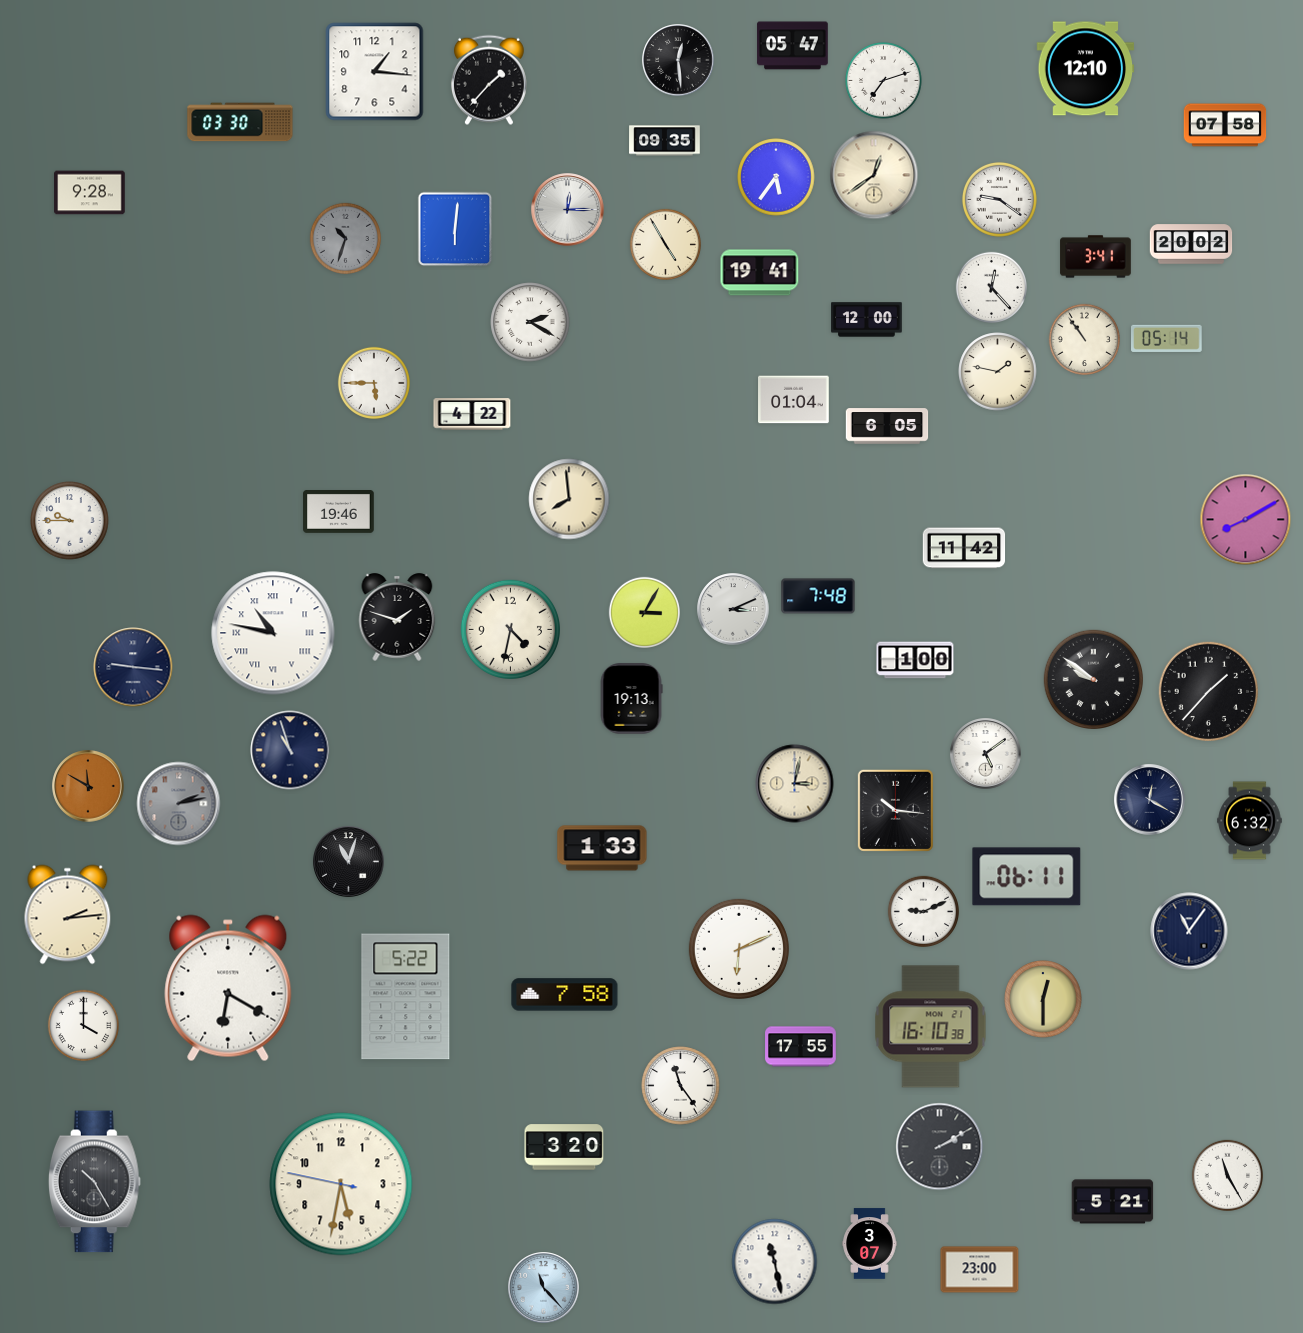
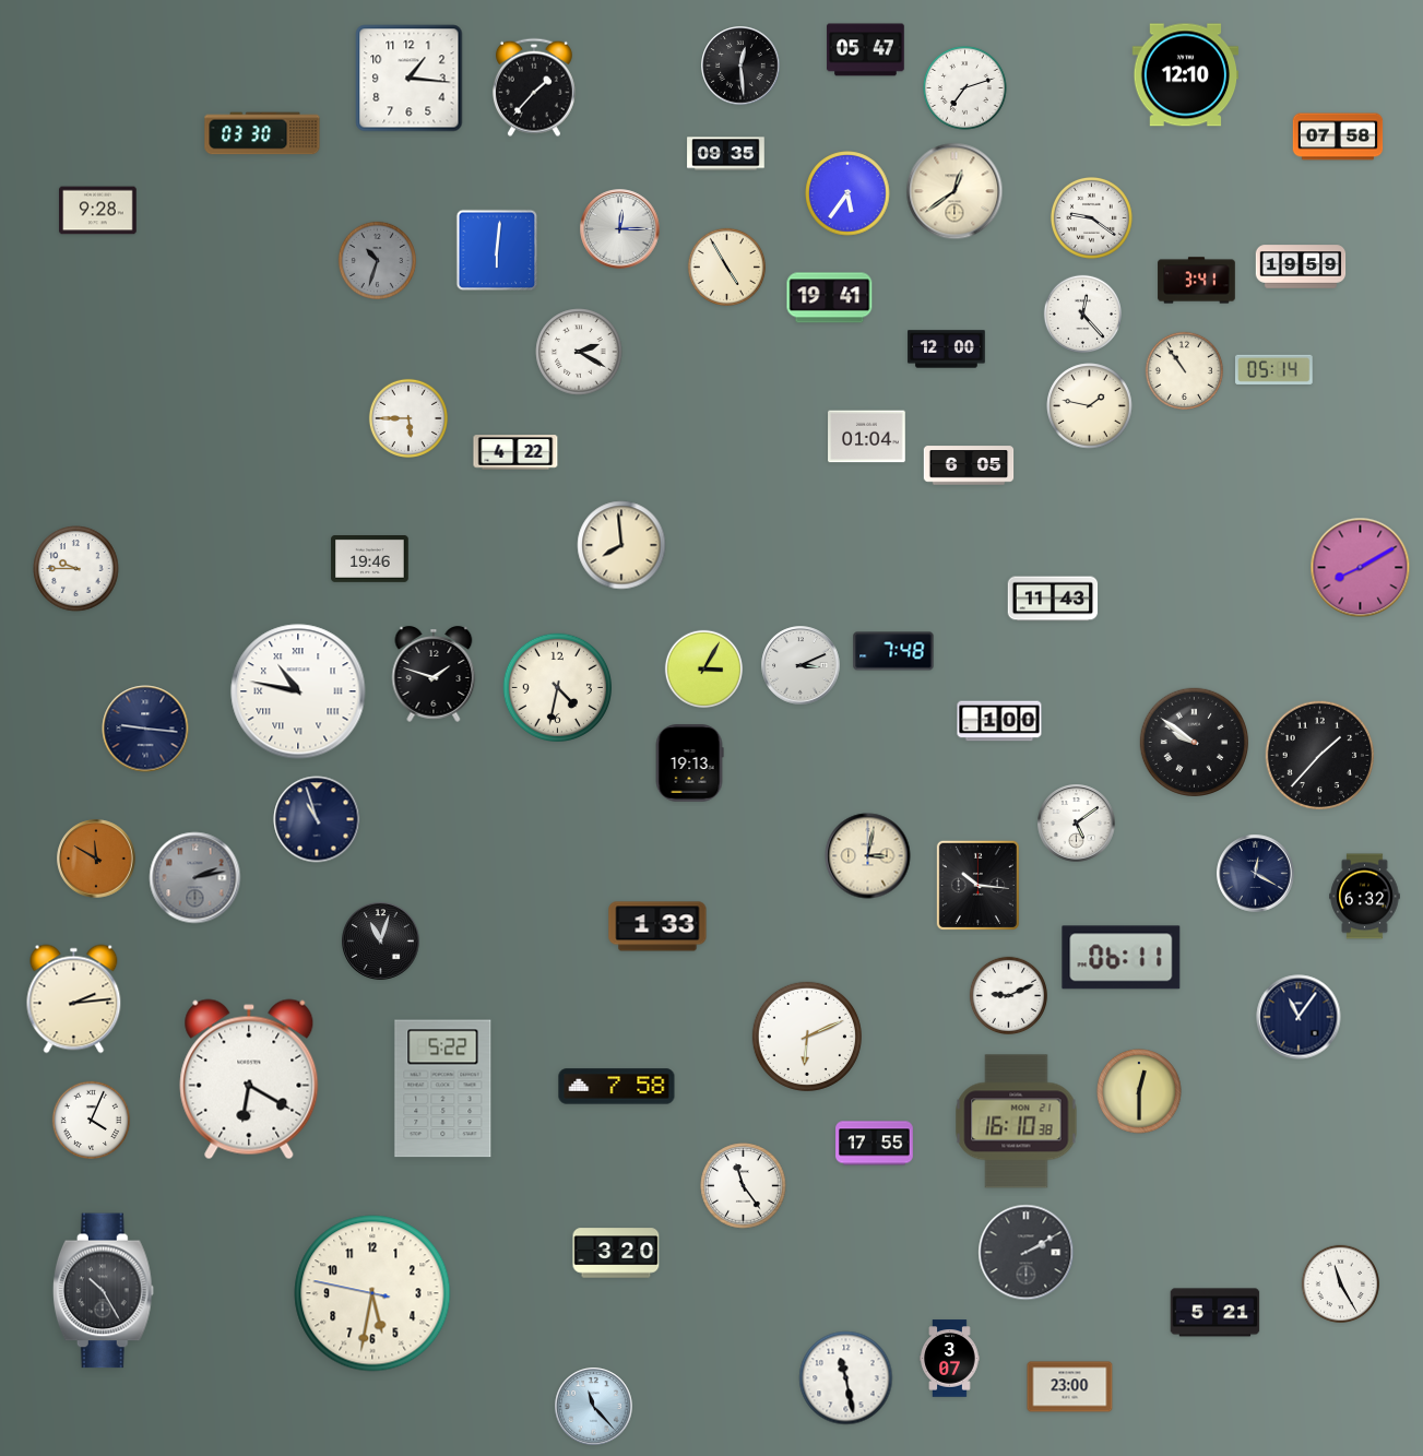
clock at (1191, 244): 20:02 -> 19:59
clock at (964, 548): 11:42 -> 11:43
clock at (83, 1025): 4:00 -> 4:04
